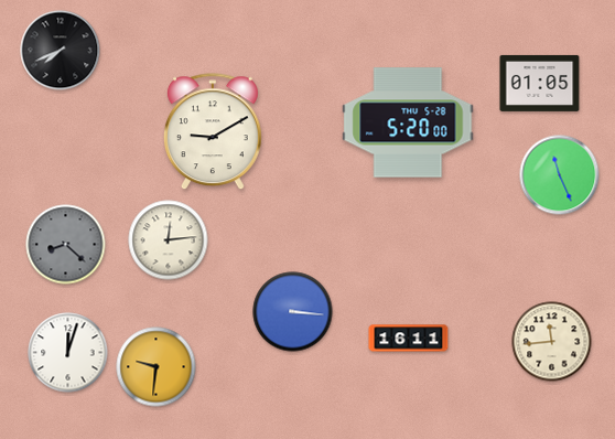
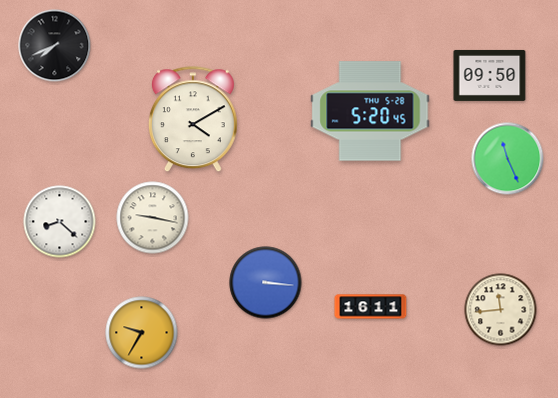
clock at (540, 83): 01:05 -> 09:50
clock at (408, 122): 5:20:00 -> 5:20:45
clock at (213, 132): 9:10 -> 4:10
clock at (169, 240): 12:14 -> 9:17
clock at (66, 245) dial: grey -> white
clock at (68, 353): 12:03 -> none
clock at (157, 367): 9:31 -> 9:35
